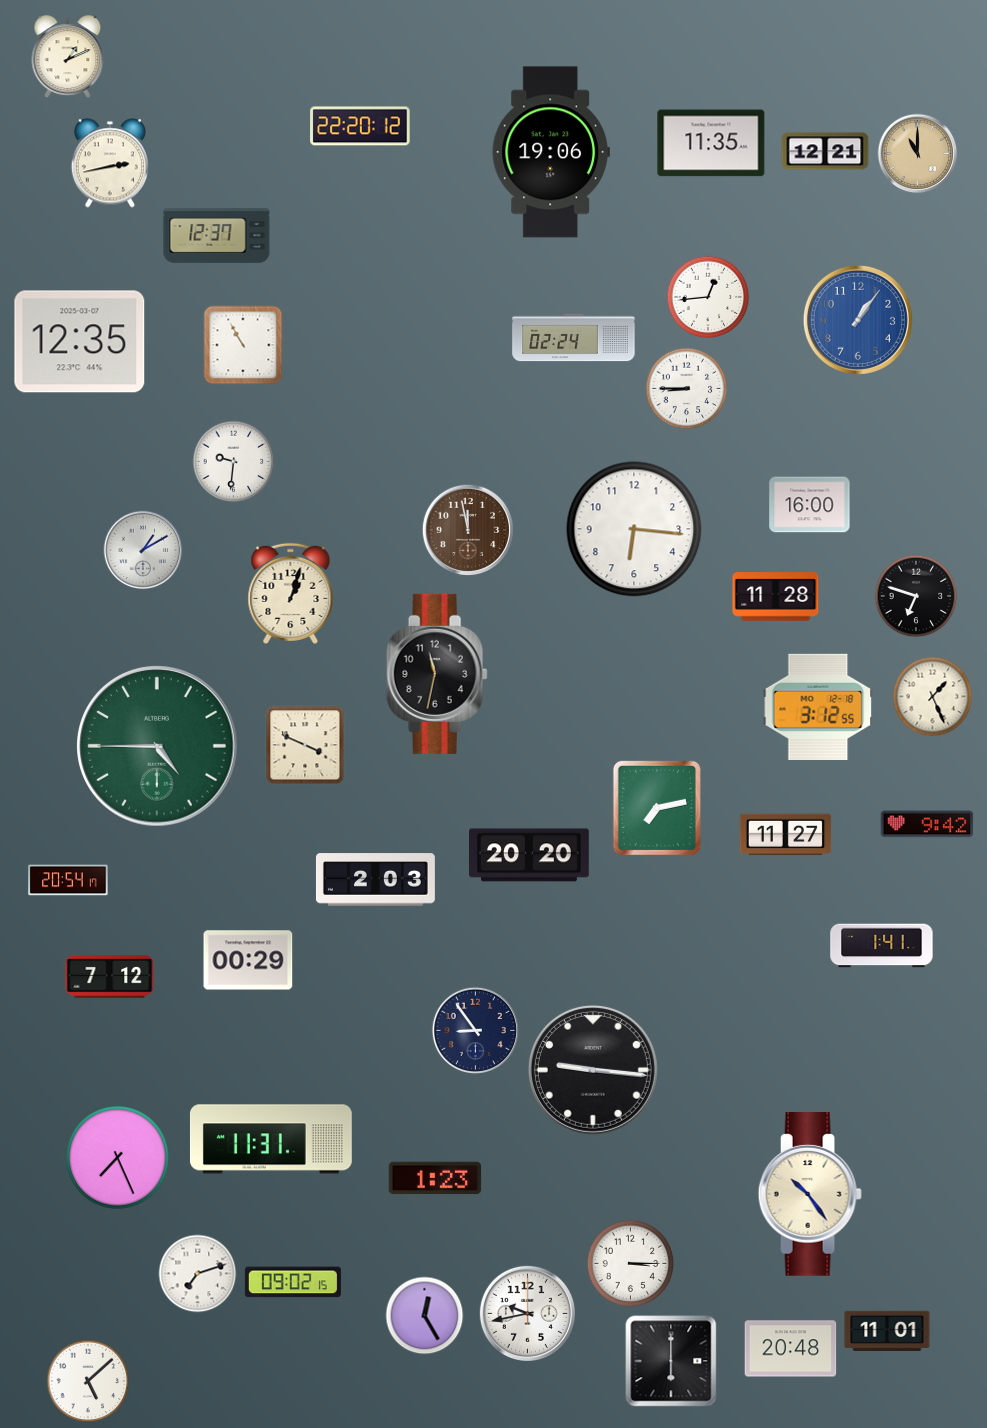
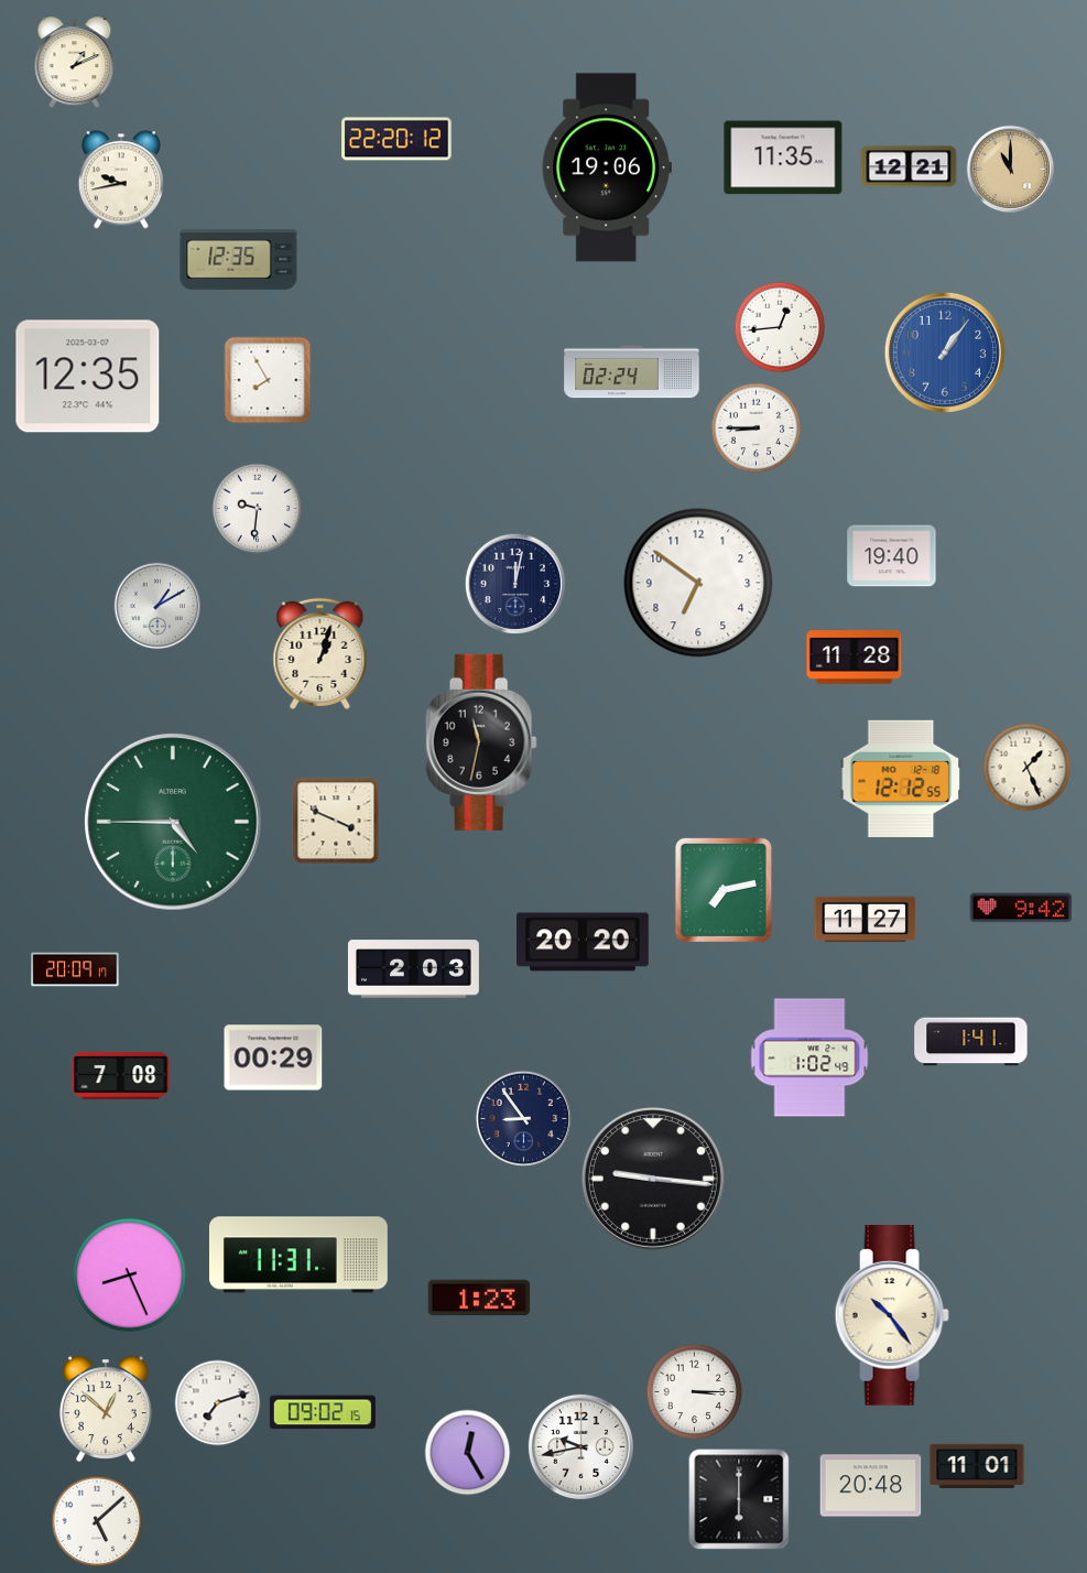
clock at (110, 163): 2:43 -> 9:43
clock at (217, 235): 12:37 -> 12:35
clock at (243, 345): 10:55 -> 7:55
clock at (810, 505): 16:00 -> 19:40
clock at (467, 529): 11:58 -> 12:02
clock at (467, 529) dial: brown -> navy
clock at (634, 529): 6:16 -> 6:51
clock at (916, 596): 6:48 -> none
clock at (818, 707): 3:12 -> 12:12
clock at (68, 880): 20:54 -> 20:09
clock at (809, 1057): none -> 1:02
clock at (110, 977): 7:12 -> 7:08
clock at (476, 1031) position: (476, 1031) -> (524, 1119)
clock at (118, 1158): 7:26 -> 8:26
clock at (106, 1409): none -> 12:52
clock at (425, 1316) position: (425, 1316) -> (468, 1453)
